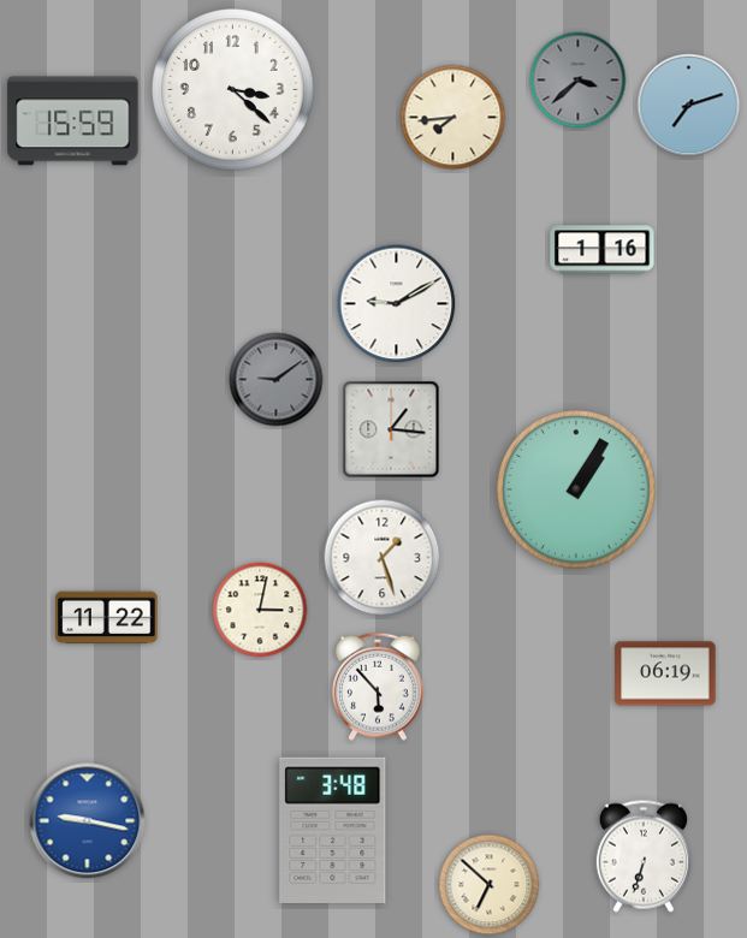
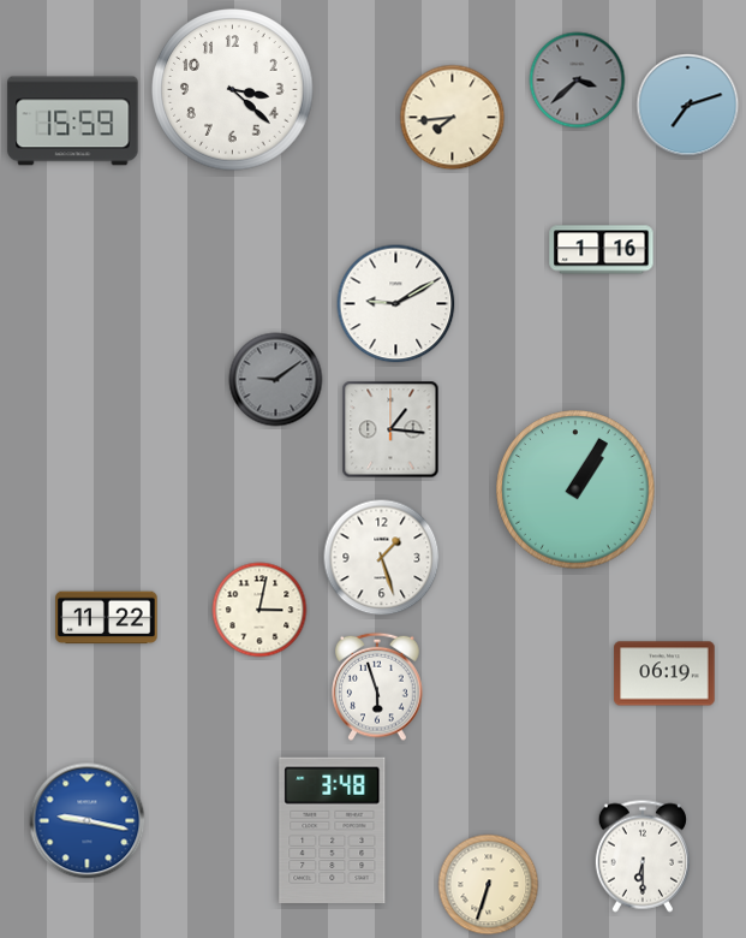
clock at (378, 687): 5:53 -> 5:57
clock at (644, 856): 6:33 -> 6:30
clock at (490, 885): 6:52 -> 6:33
